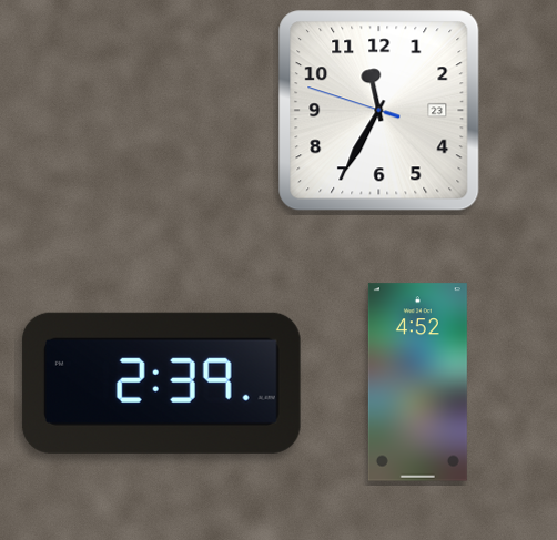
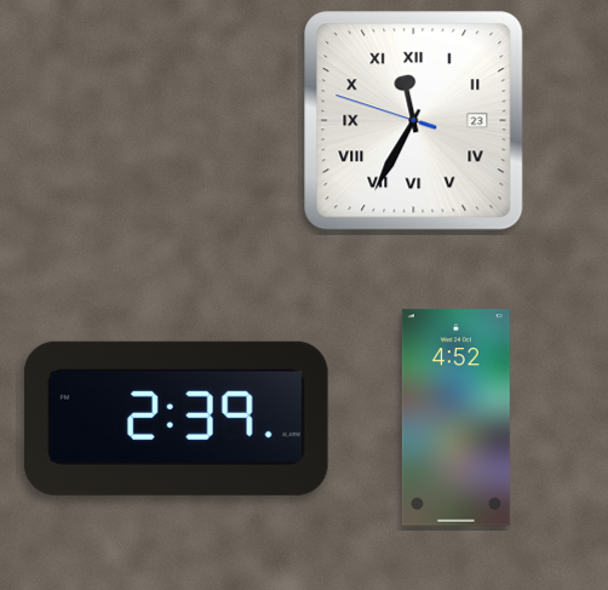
clock at (379, 111) numerals: Arabic -> Roman
